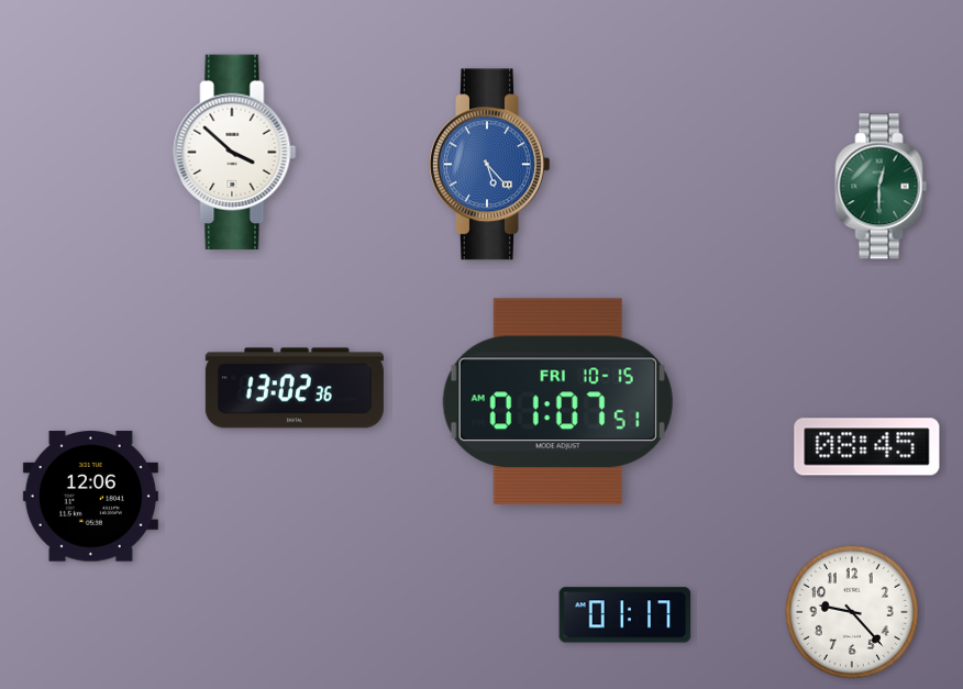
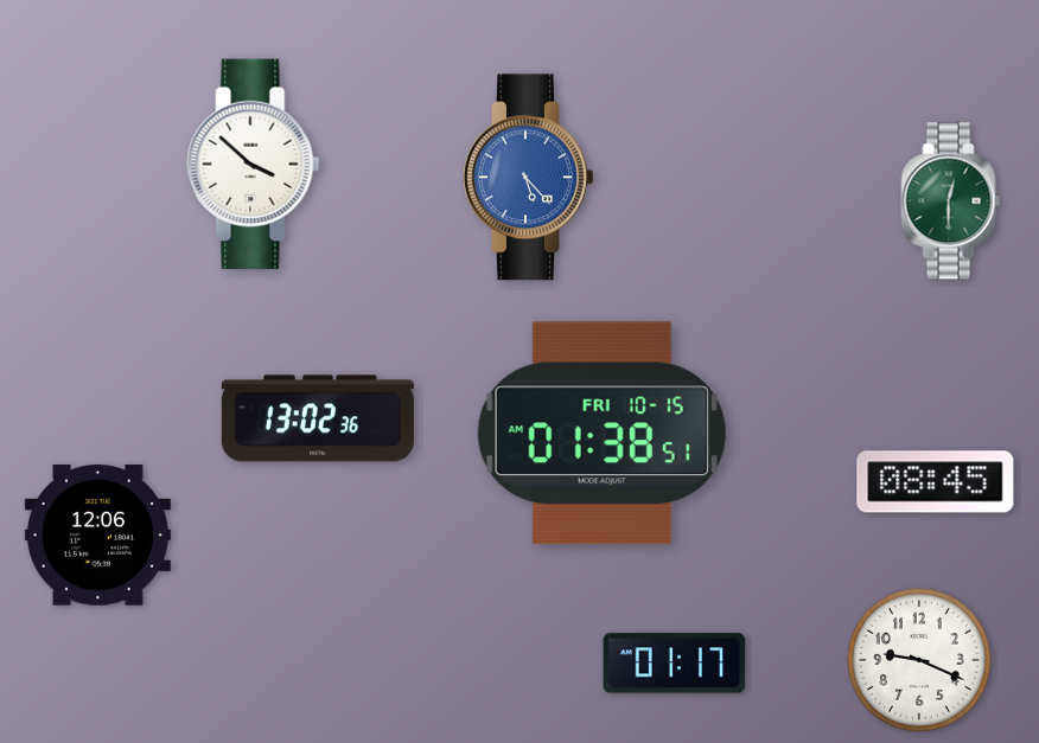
clock at (557, 402): 01:07 -> 01:38
clock at (852, 612): 9:23 -> 9:19
